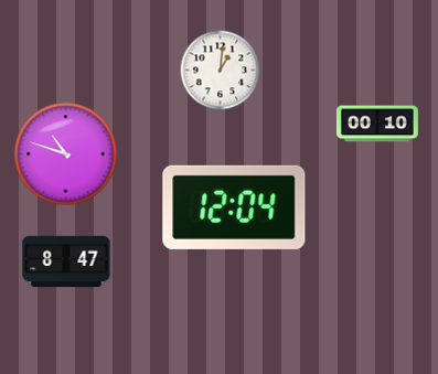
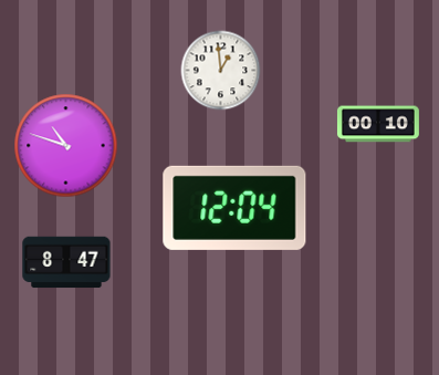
clock at (221, 71): 1:01 -> 12:59
clock at (66, 154) position: (66, 154) -> (66, 146)
